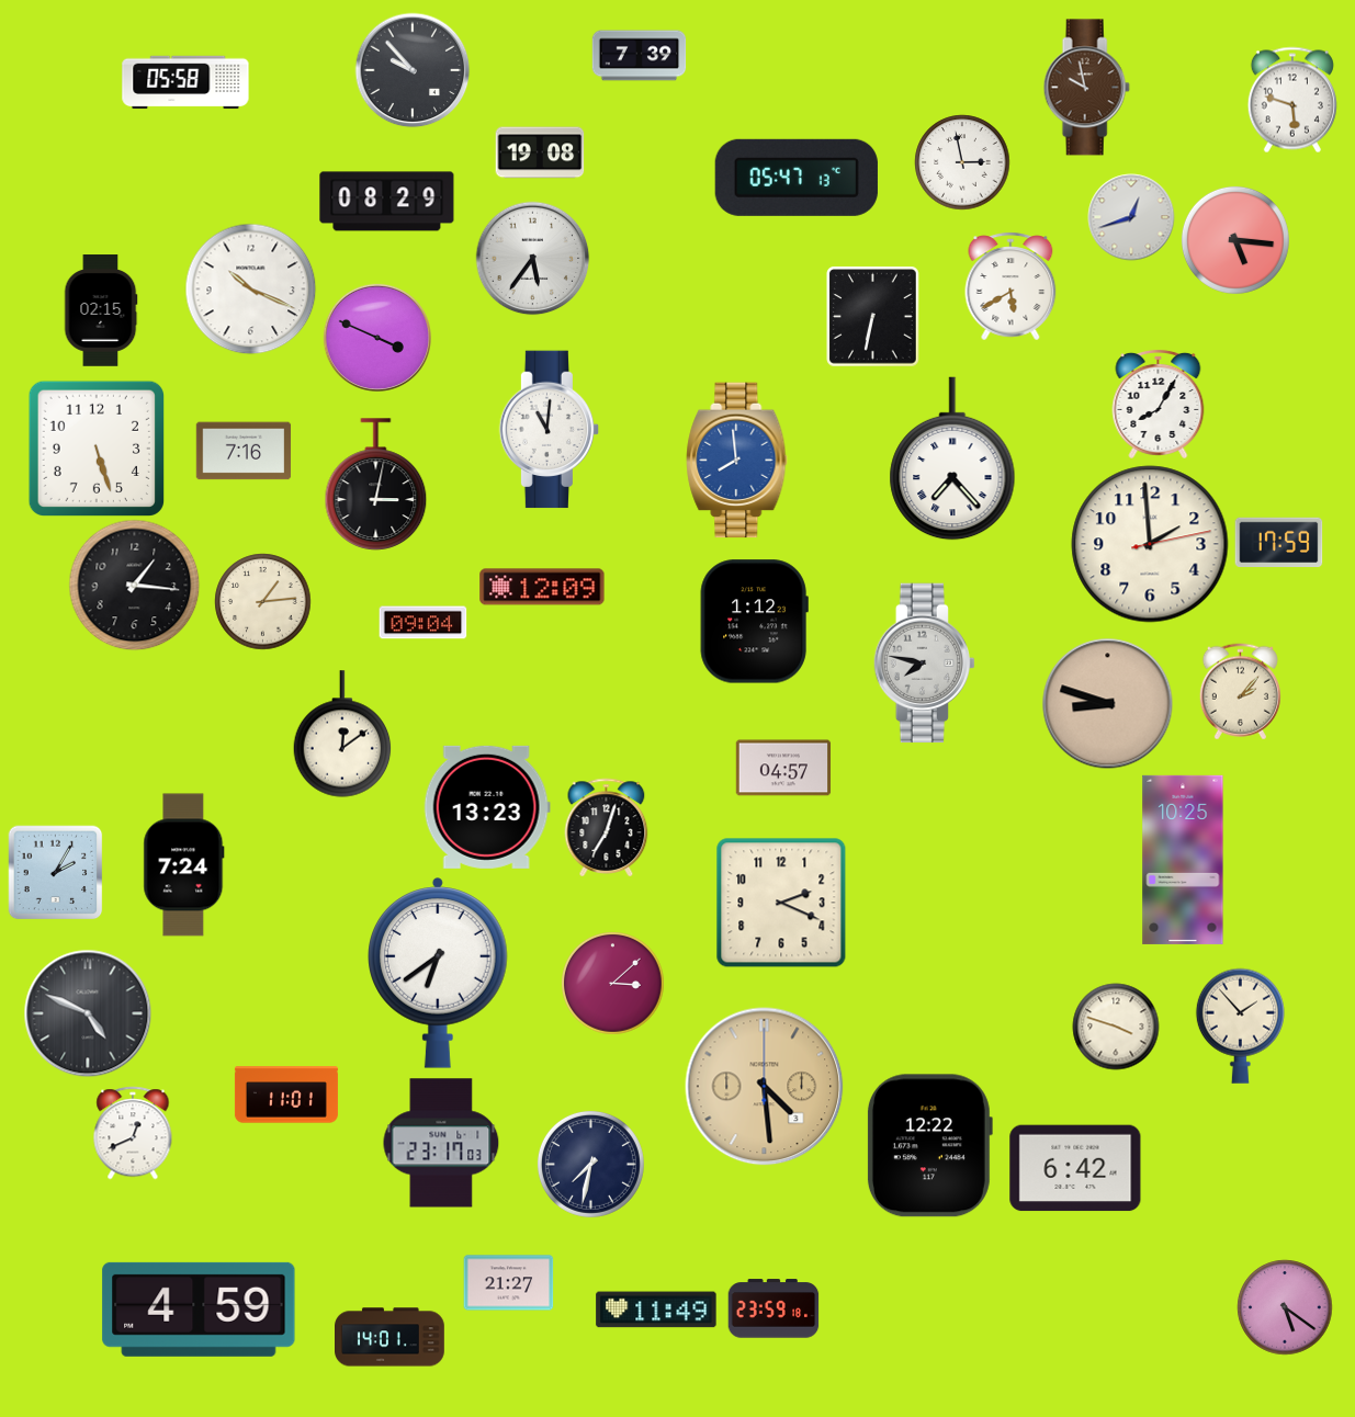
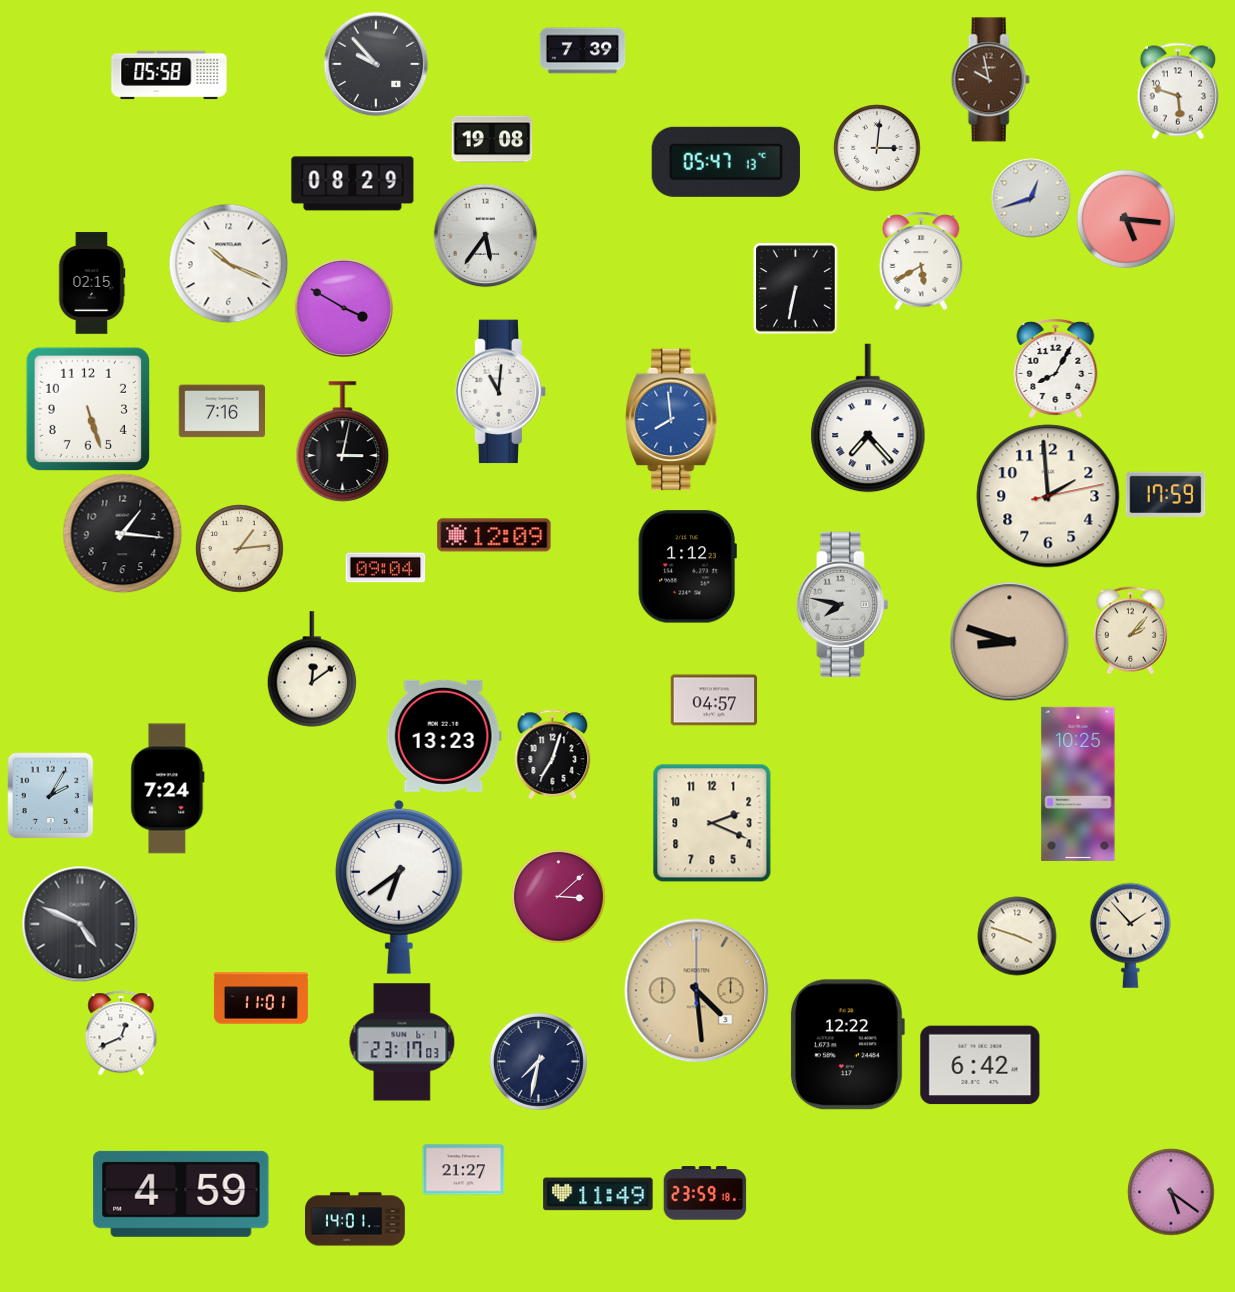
clock at (962, 162): 2:58 -> 3:01
clock at (377, 338): 3:49 -> 3:50
